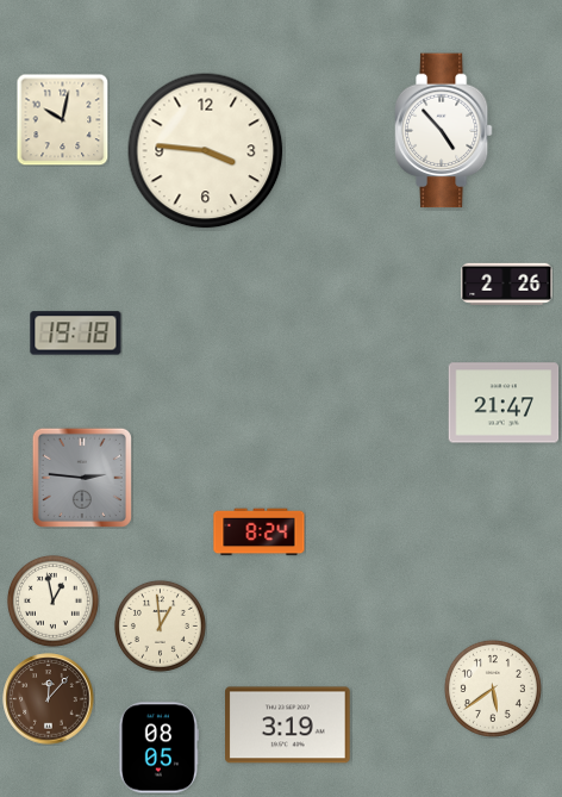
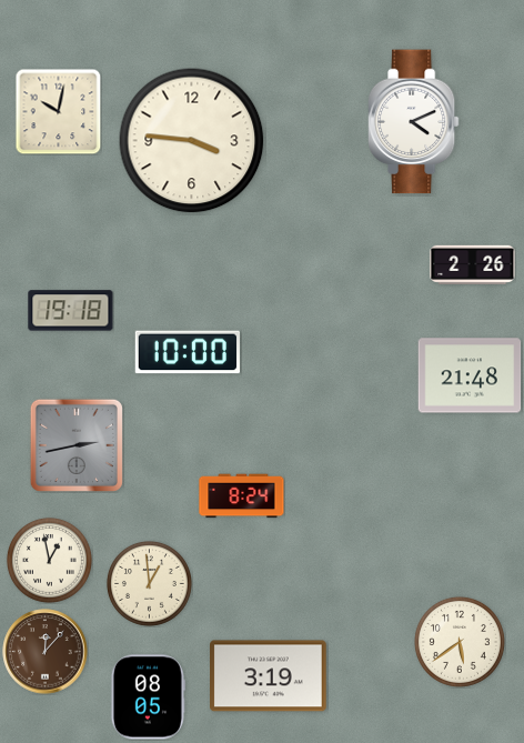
clock at (443, 131): 4:53 -> 4:11
clock at (187, 352): none -> 10:00
clock at (504, 403): 21:47 -> 21:48
clock at (82, 478): 2:46 -> 2:43
